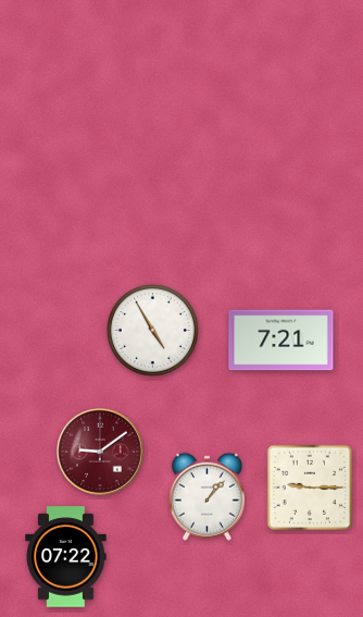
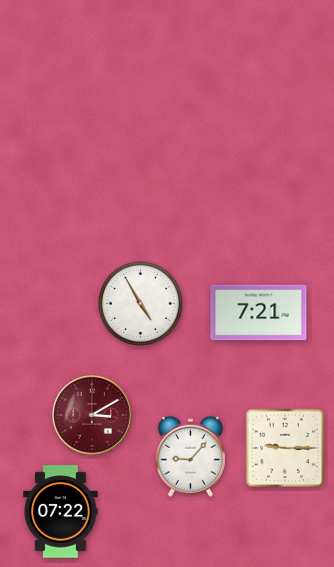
clock at (100, 452): 9:09 -> 3:10
clock at (206, 496): 1:07 -> 9:07
